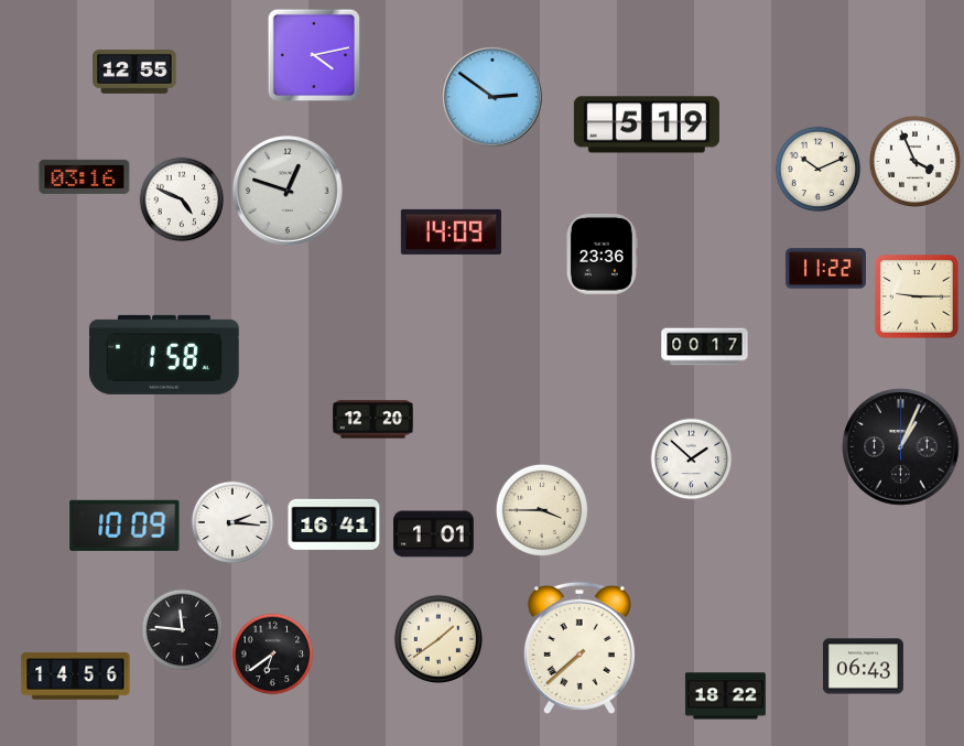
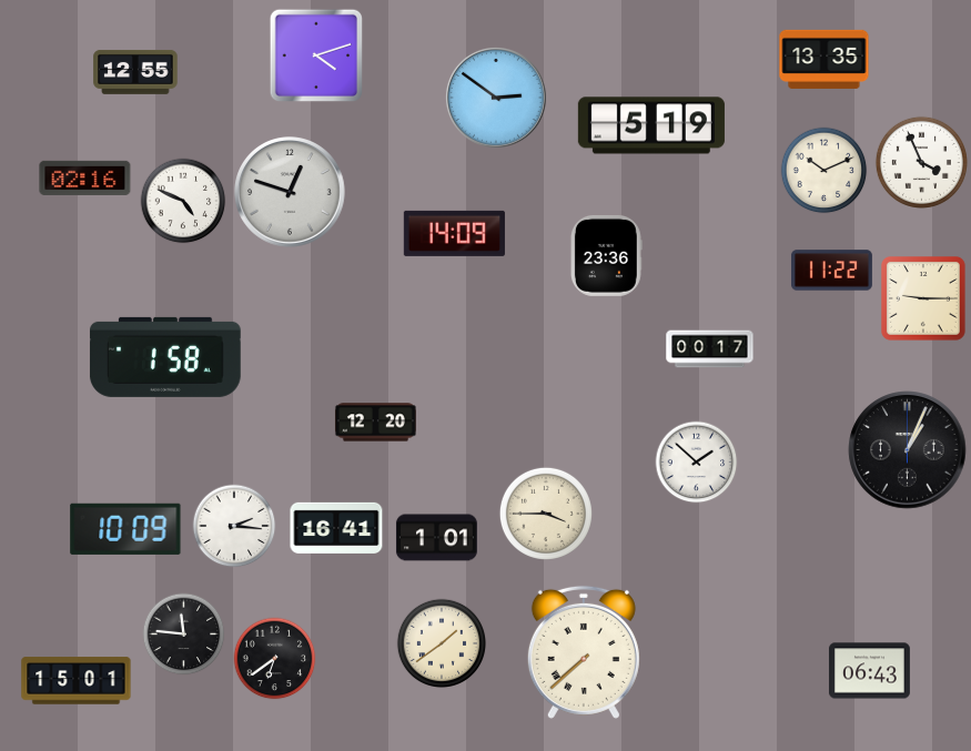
clock at (313, 54): 4:13 -> 4:12
clock at (825, 59): none -> 13:35
clock at (85, 176): 03:16 -> 02:16
clock at (76, 677): 14:56 -> 15:01
clock at (726, 696): 18:22 -> none
